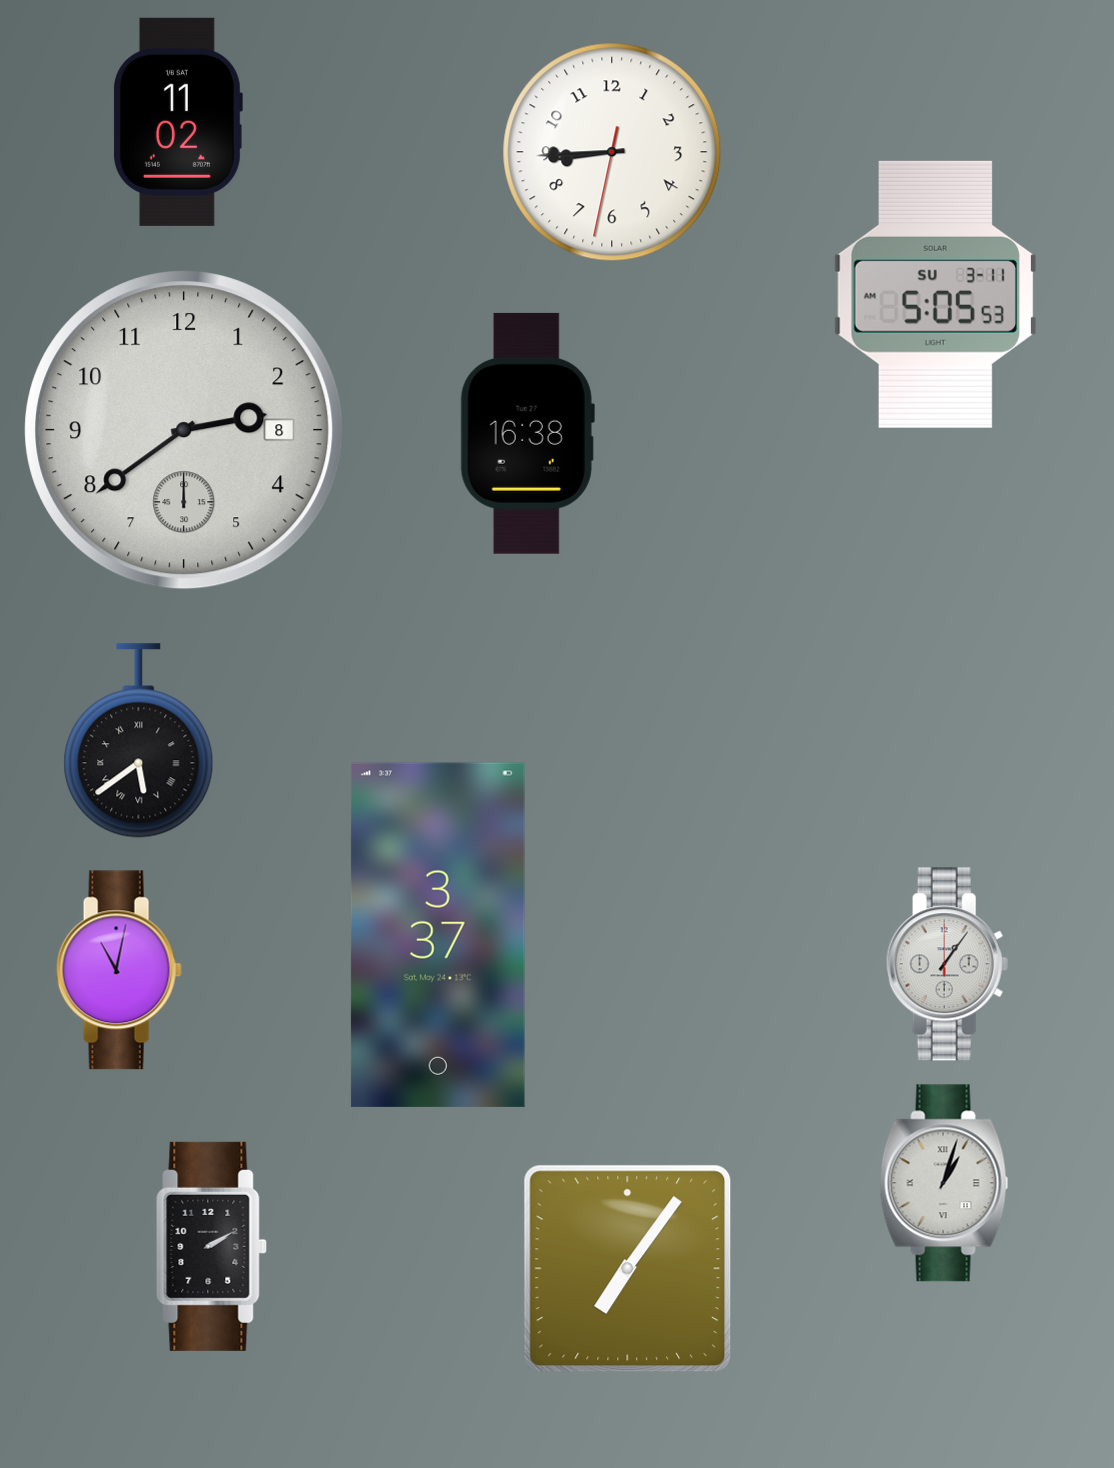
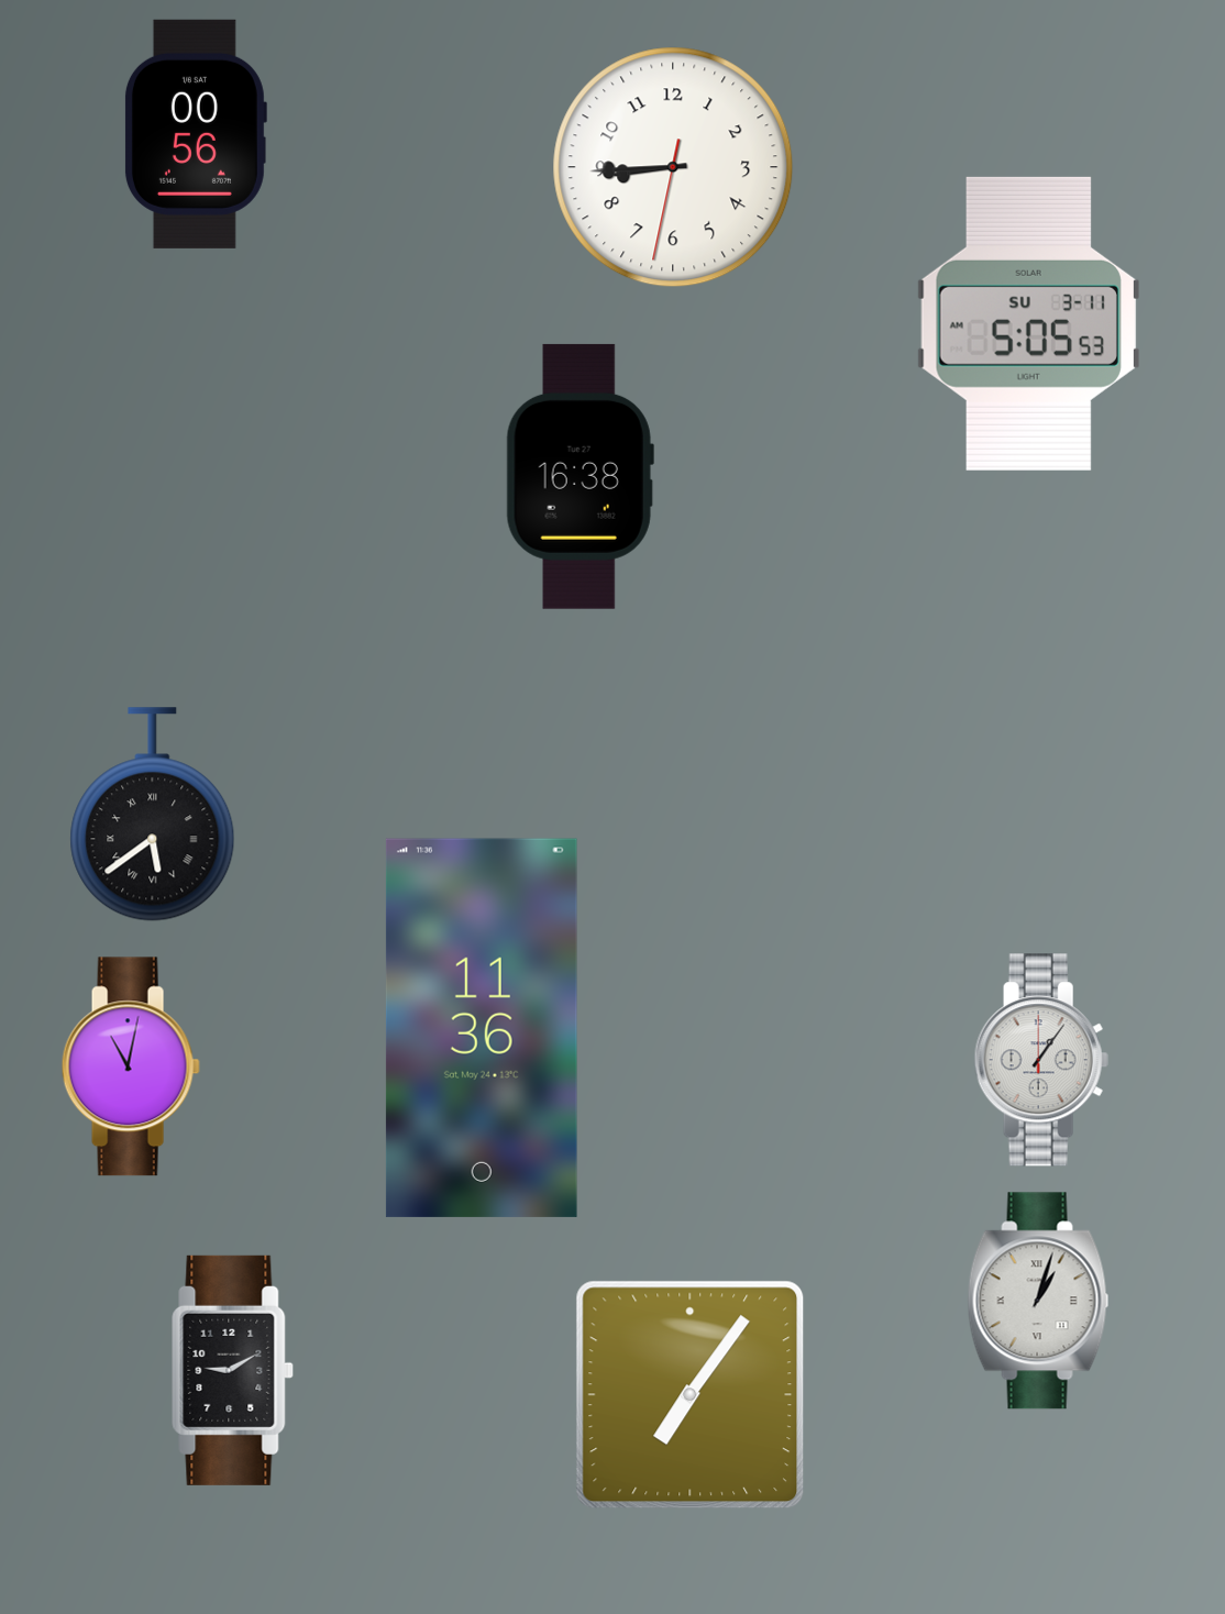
clock at (177, 122): 11:02 -> 00:56
clock at (184, 430): 2:39 -> none
clock at (438, 935): 3:37 -> 11:36
clock at (212, 1246): 2:10 -> 9:10
